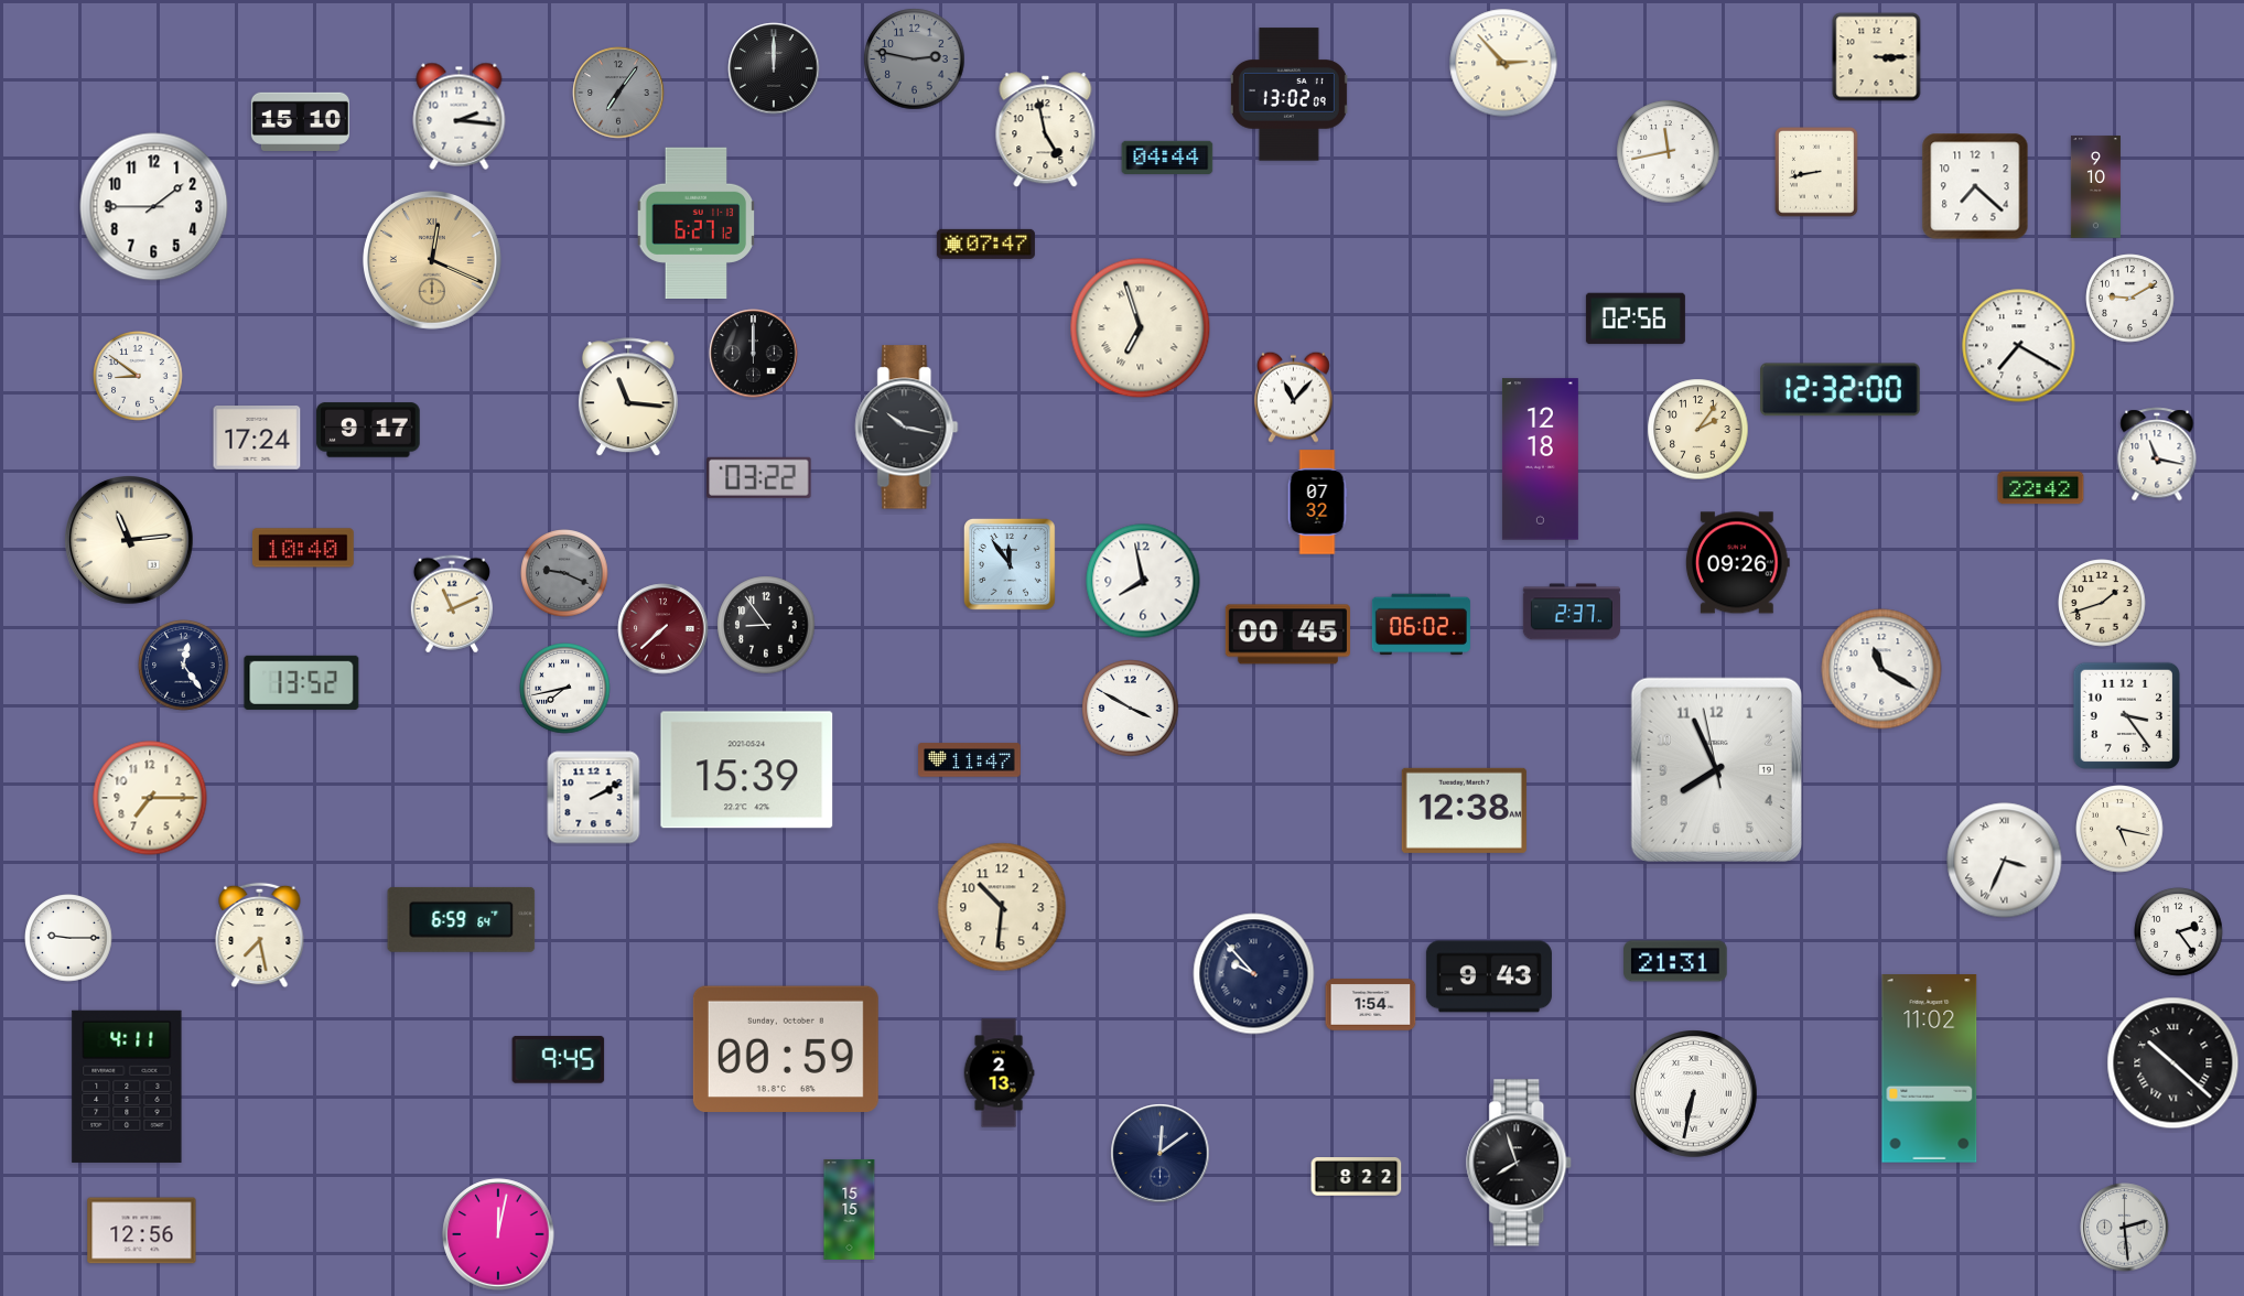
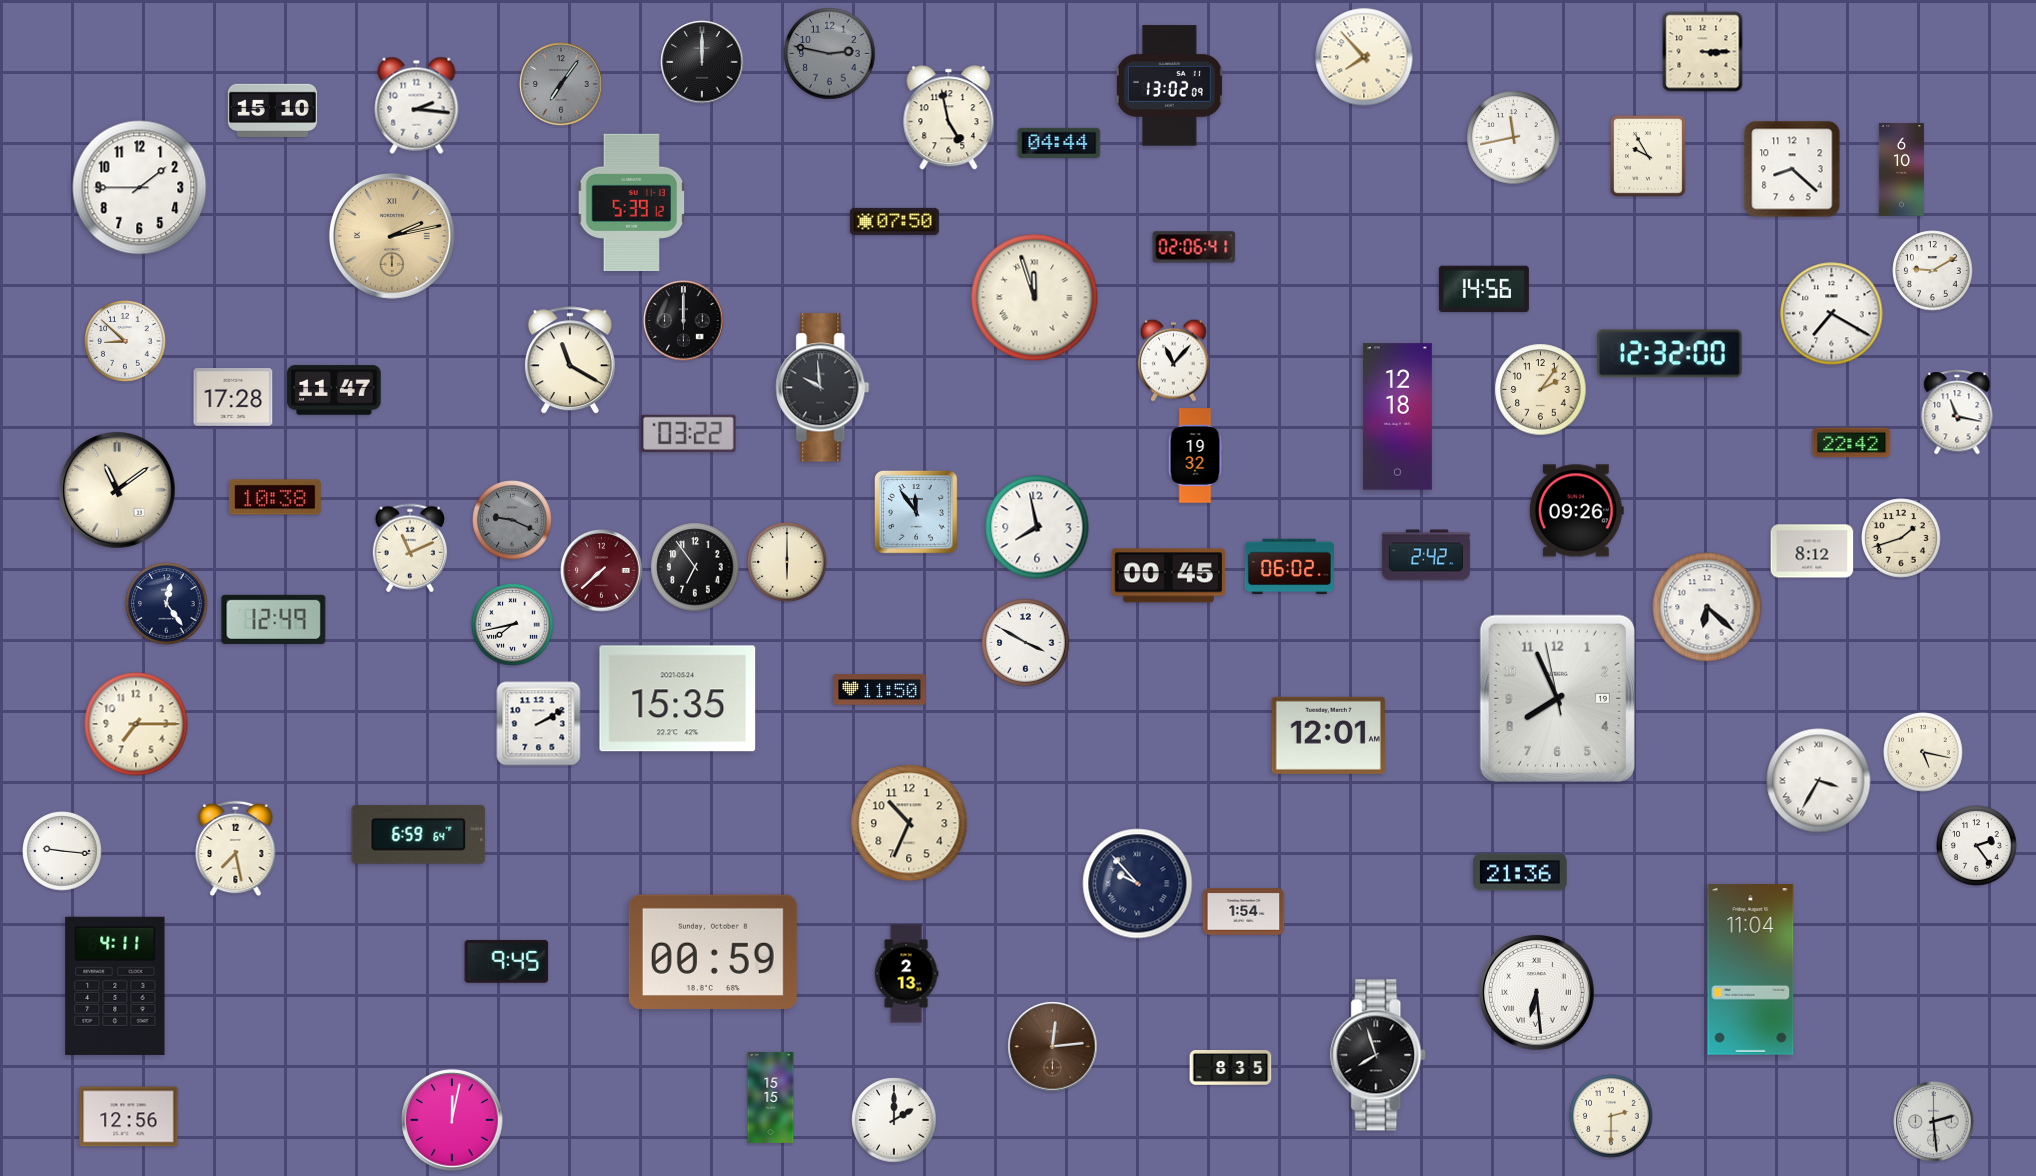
clock at (1503, 63): 2:53 -> 7:53
clock at (1817, 173): 8:43 -> 9:55
clock at (1975, 186): 7:22 -> 8:22
clock at (2095, 187): 9:10 -> 6:10
clock at (697, 223): 6:27 -> 5:39
clock at (985, 244): 07:47 -> 07:50
clock at (432, 260): 12:19 -> 2:13
clock at (1194, 247): none -> 02:06
clock at (1636, 318): 02:56 -> 14:56
clock at (1141, 328): 6:57 -> 11:57
clock at (138, 376): 8:51 -> 8:52
clock at (628, 398): 11:16 -> 11:20
clock at (907, 428): 10:17 -> 9:59
clock at (368, 430): 9:17 -> 11:47
clock at (257, 439): 17:24 -> 17:28
clock at (1317, 503): 07:32 -> 19:32
clock at (130, 541): 11:14 -> 11:09
clock at (303, 548): 10:40 -> 10:38
clock at (2102, 603) position: (2102, 603) -> (1901, 538)
clock at (1812, 551): none -> 8:12
clock at (1572, 612): 2:37 -> 2:42
clock at (787, 562): none -> 6:00
clock at (766, 625): 8:54 -> 6:54
clock at (1881, 669): 11:20 -> 6:22
clock at (302, 682): 13:52 -> 12:49
clock at (2126, 715): 3:24 -> none
clock at (970, 760): 11:47 -> 11:50
clock at (747, 770): 15:39 -> 15:35
clock at (1464, 810): 12:38 -> 12:01
clock at (2005, 861): 3:34 -> 3:35
clock at (1002, 907): 10:31 -> 10:34
clock at (68, 938): 9:15 -> 9:16
clock at (1675, 961): 21:31 -> 21:36
clock at (1489, 976): 9:43 -> none
clock at (2173, 1063): 10:22 -> none
clock at (1930, 1069): 11:02 -> 11:04
clock at (1694, 1094): 6:32 -> 6:29
clock at (1161, 1154): 12:09 -> 12:14
clock at (1161, 1154) dial: navy -> brown
clock at (1357, 1177): 8:22 -> 8:35
clock at (2125, 1228) position: (2125, 1228) -> (1934, 1122)
clock at (1611, 1116): none -> 2:30
clock at (894, 1120): none -> 2:00
